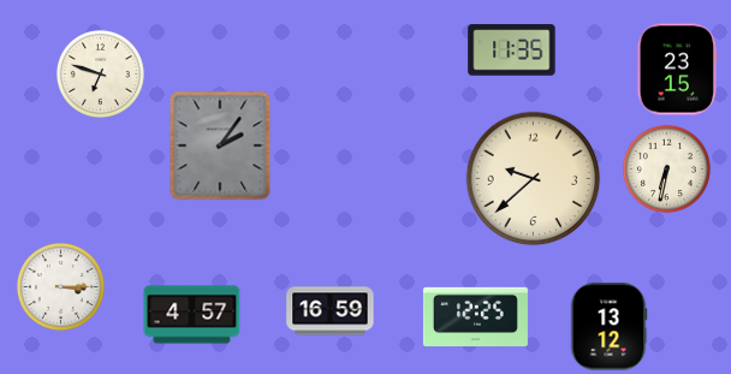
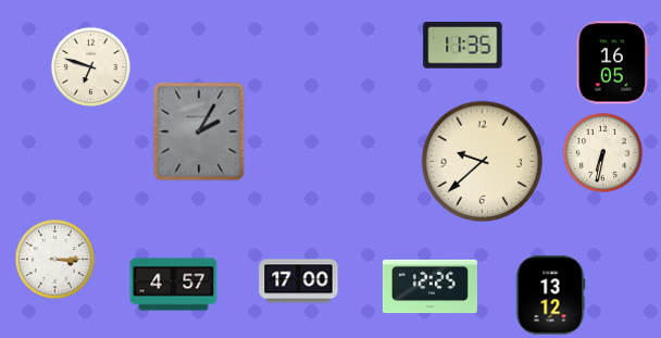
clock at (677, 70): 23:15 -> 16:05
clock at (220, 146): 2:06 -> 2:05
clock at (331, 311): 16:59 -> 17:00
